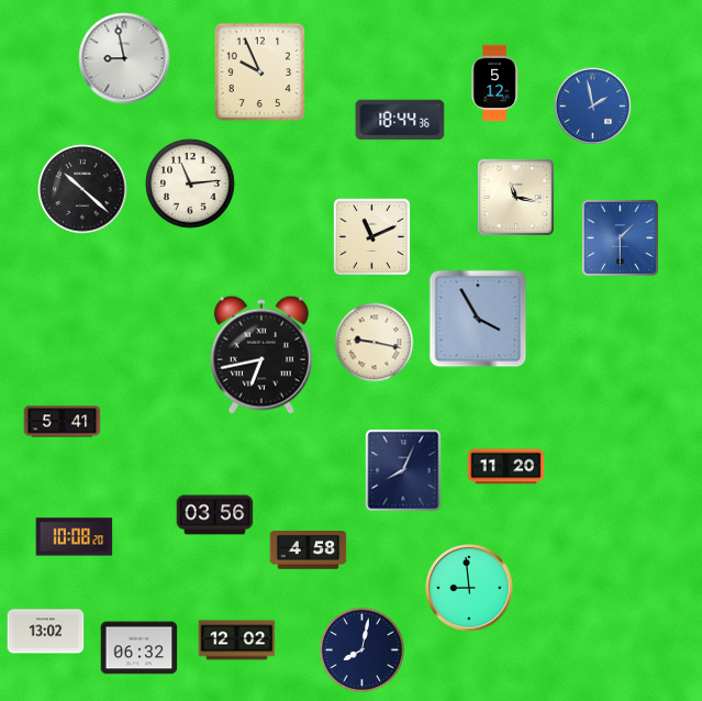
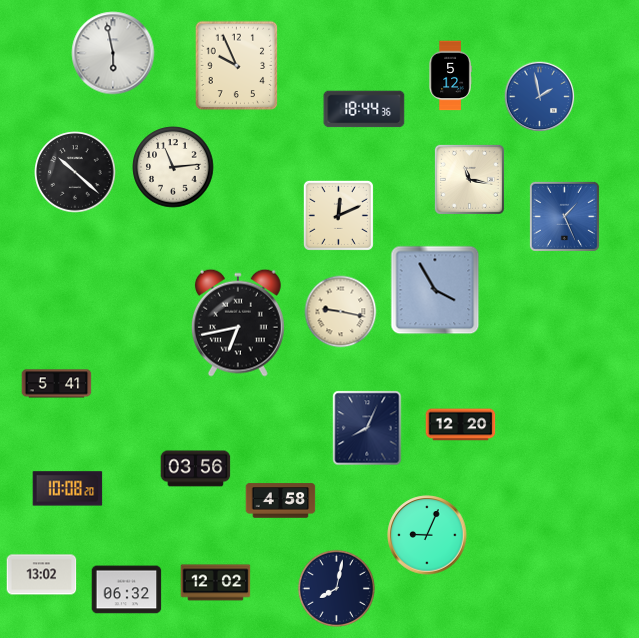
clock at (124, 58): 8:58 -> 5:58
clock at (371, 236): 11:11 -> 12:11
clock at (620, 237): 1:30 -> 1:26
clock at (506, 467): 11:20 -> 12:20
clock at (469, 588): 8:59 -> 9:04
clock at (361, 649) position: (361, 649) -> (336, 588)
